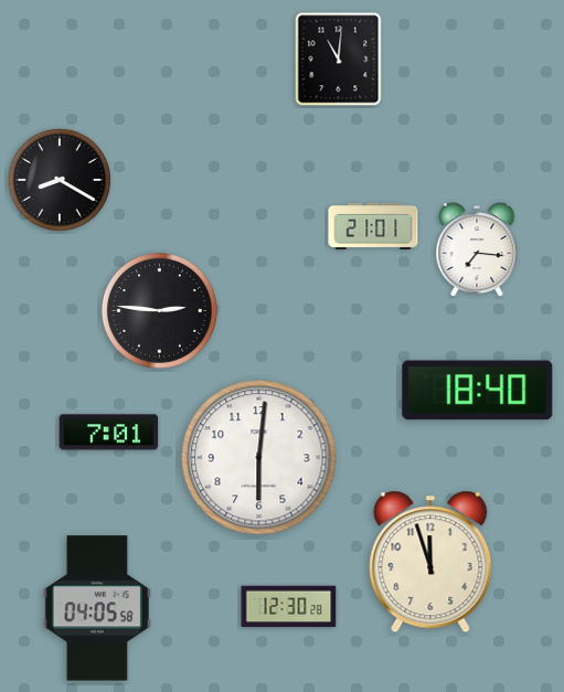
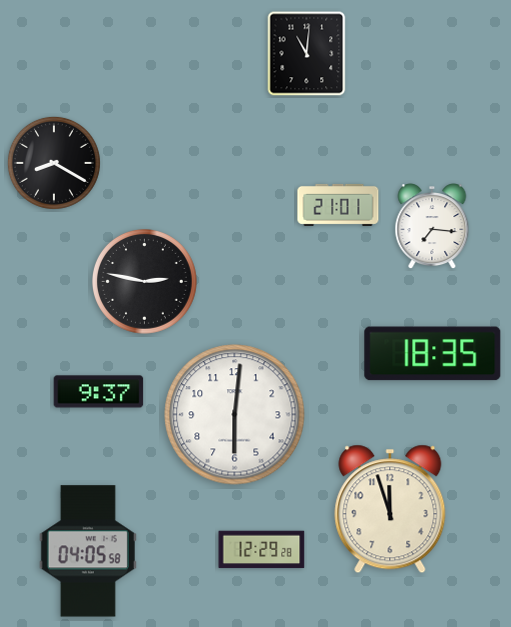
clock at (159, 310): 2:46 -> 2:47
clock at (478, 391): 18:40 -> 18:35
clock at (109, 433): 7:01 -> 9:37
clock at (289, 607): 12:30 -> 12:29
